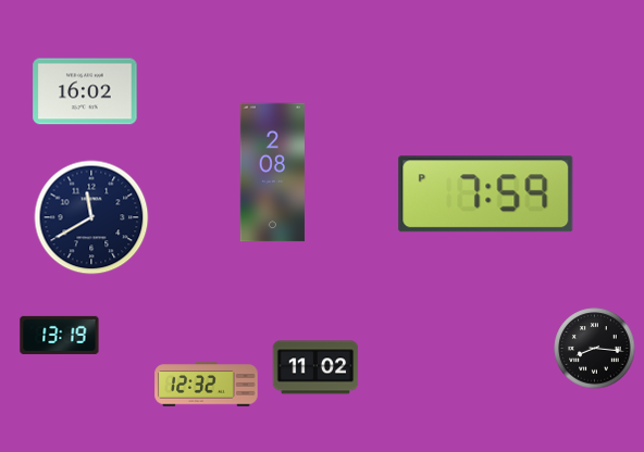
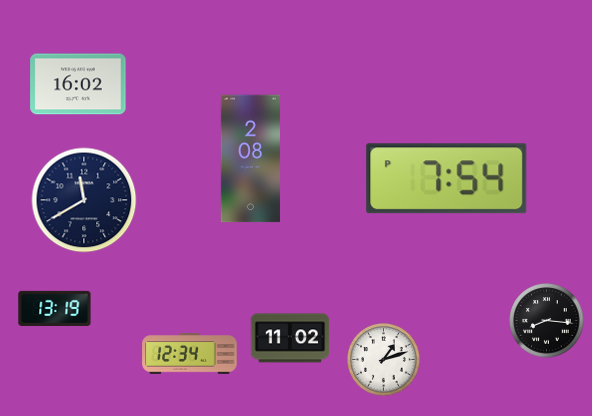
clock at (486, 194): 7:59 -> 7:54
clock at (207, 385): 12:32 -> 12:34
clock at (384, 360): none -> 1:12
